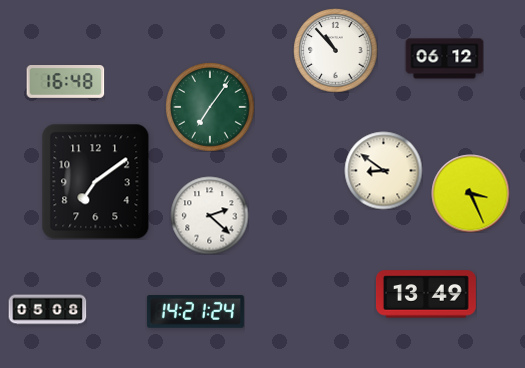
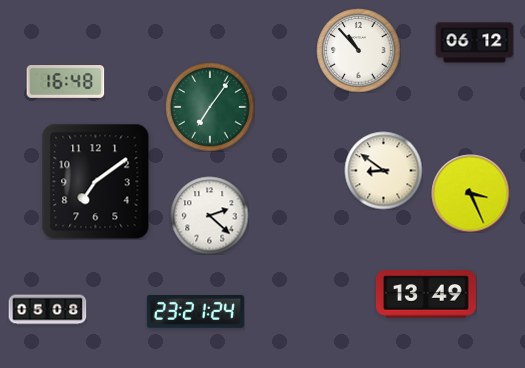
clock at (335, 50) position: (335, 50) -> (358, 50)
clock at (444, 59) position: (444, 59) -> (474, 43)
clock at (195, 312): 14:21 -> 23:21
